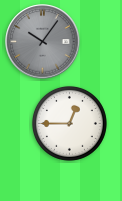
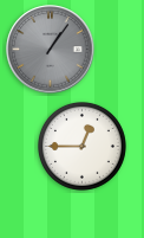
clock at (43, 42): 10:06 -> 1:06
